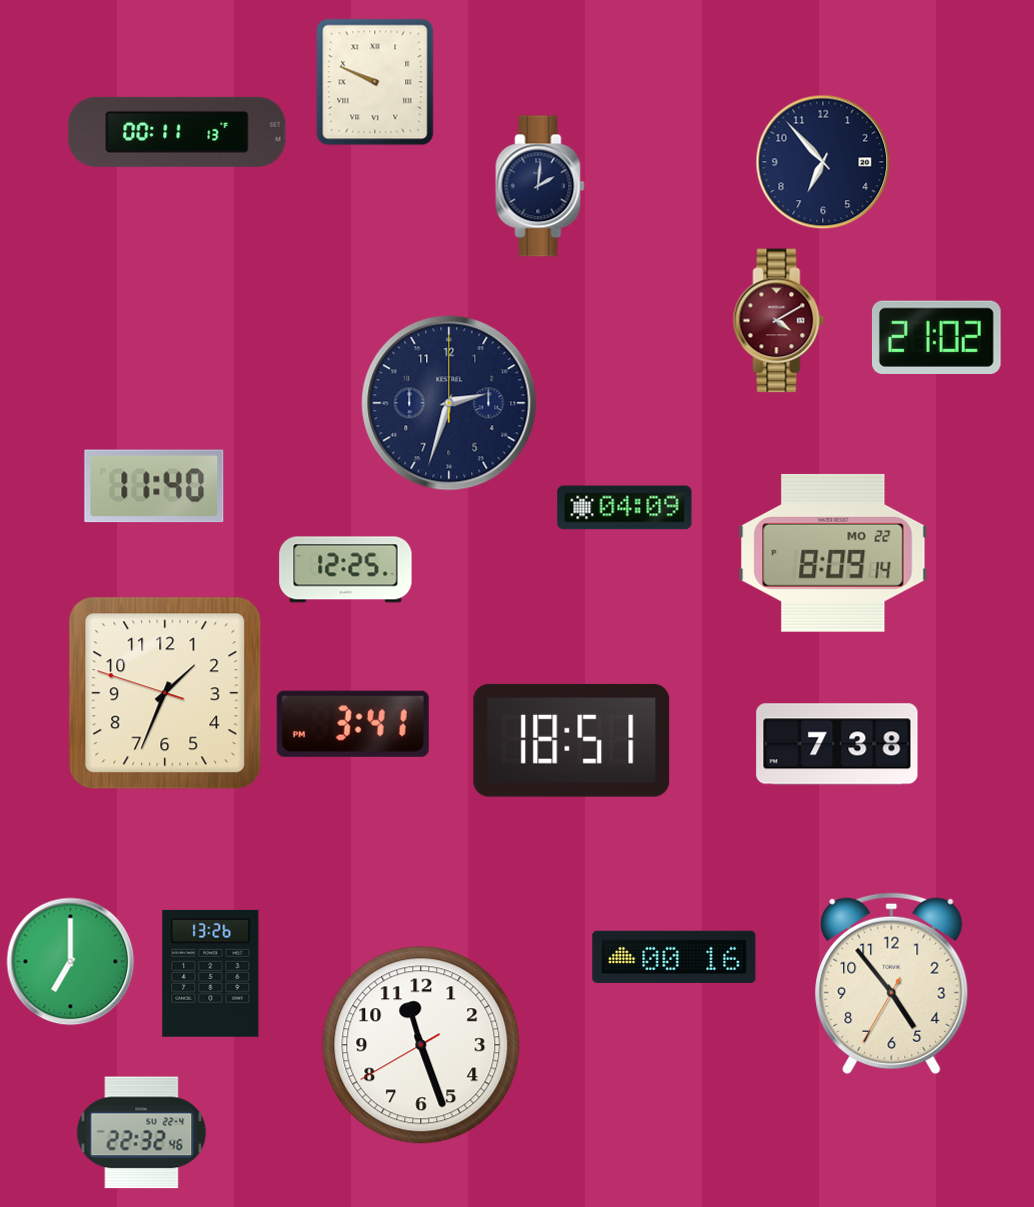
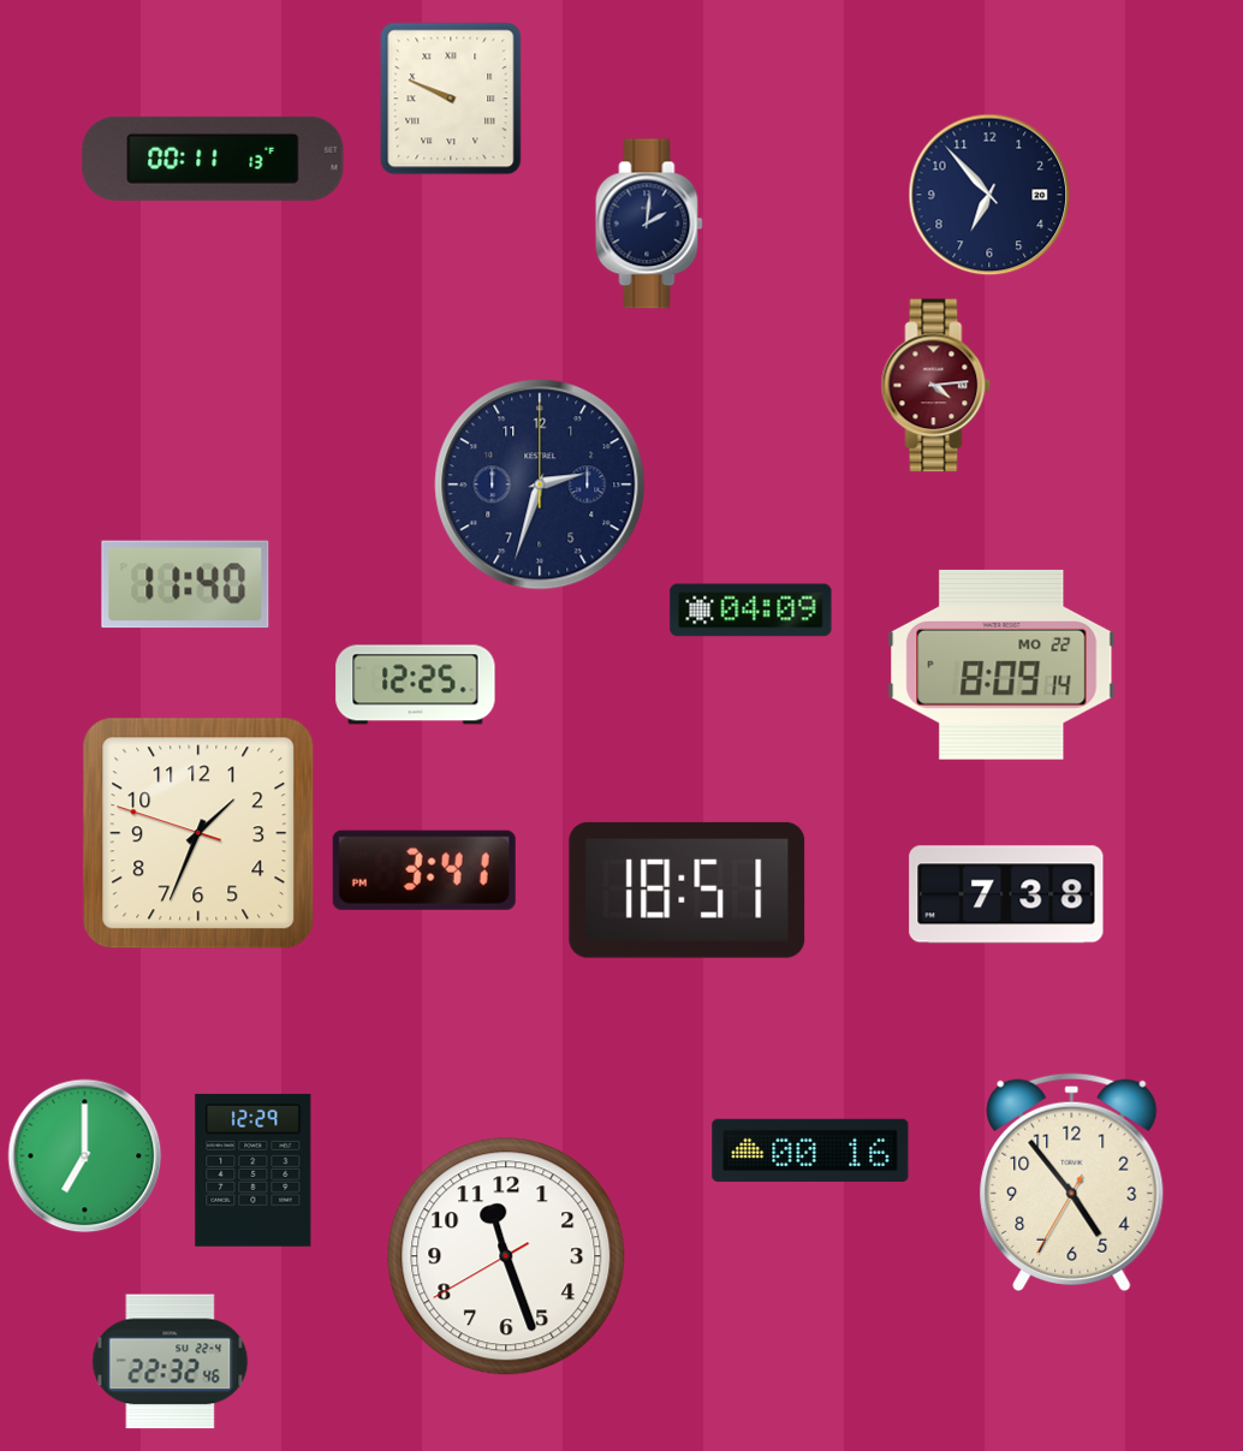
clock at (779, 321): 4:10 -> 4:14
clock at (936, 337): 21:02 -> none
clock at (211, 973): 13:26 -> 12:29
